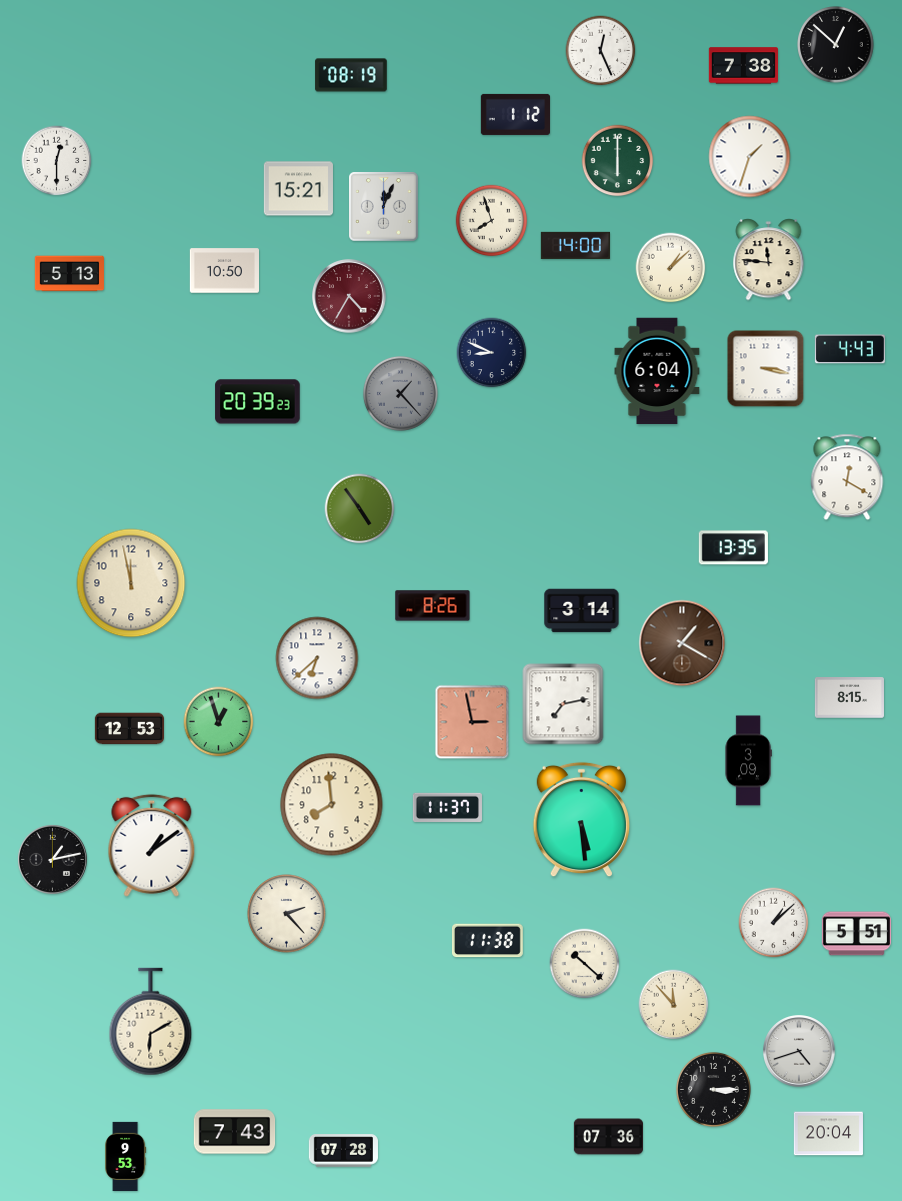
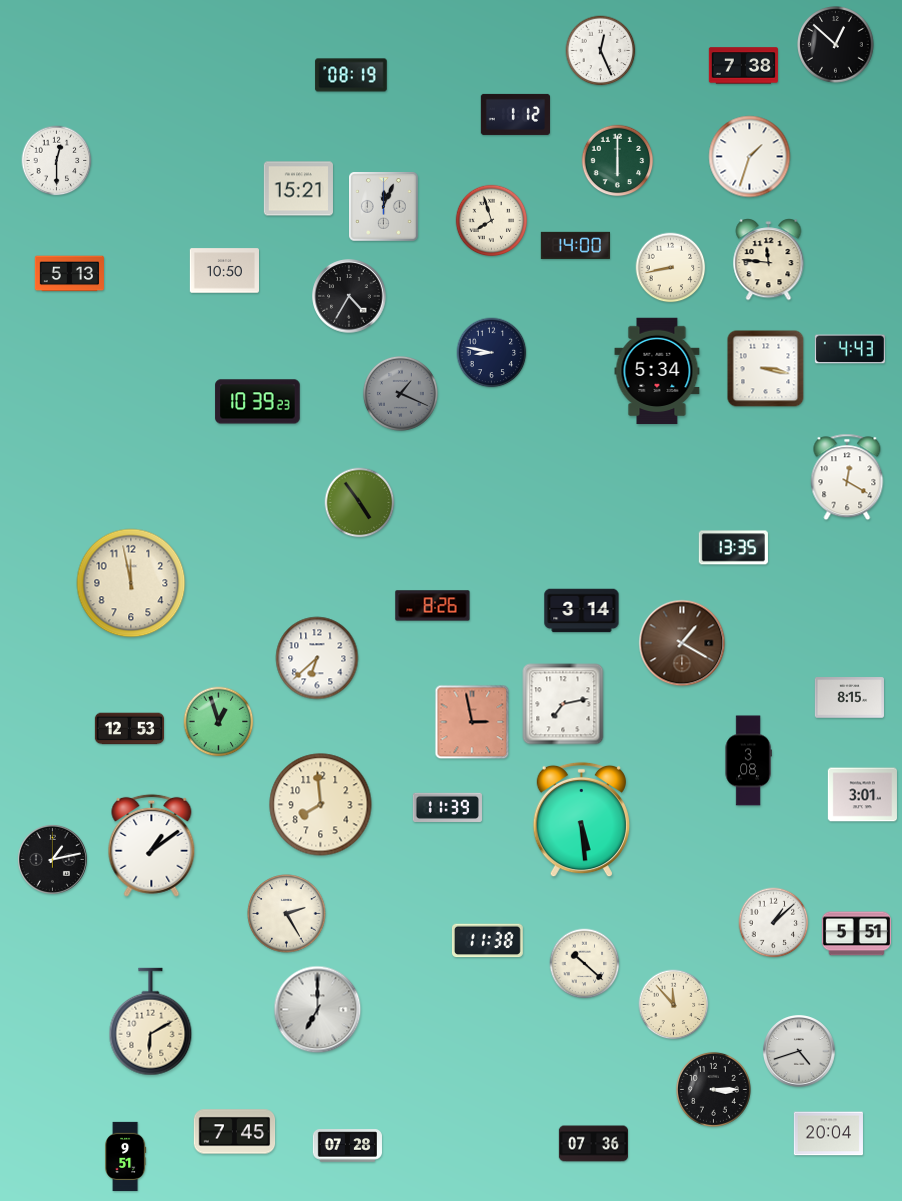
clock at (671, 268): 1:08 -> 8:43
clock at (349, 296) dial: burgundy -> black
clock at (492, 353): 8:49 -> 8:47
clock at (657, 371): 6:04 -> 5:34
clock at (400, 393): 1:23 -> 1:19
clock at (258, 402): 20:39 -> 10:39
clock at (360, 509) position: (360, 509) -> (360, 503)
clock at (748, 761): 3:09 -> 3:08
clock at (862, 795): none -> 3:01
clock at (332, 805) position: (332, 805) -> (321, 805)
clock at (447, 807): 11:37 -> 11:39
clock at (287, 914): 2:23 -> 2:25
clock at (318, 1010): none -> 7:00
clock at (235, 1132): 7:43 -> 7:45
clock at (608, 1137) position: (608, 1137) -> (593, 1144)
clock at (343, 1151) position: (343, 1151) -> (347, 1146)
clock at (126, 1156): 9:53 -> 9:51
